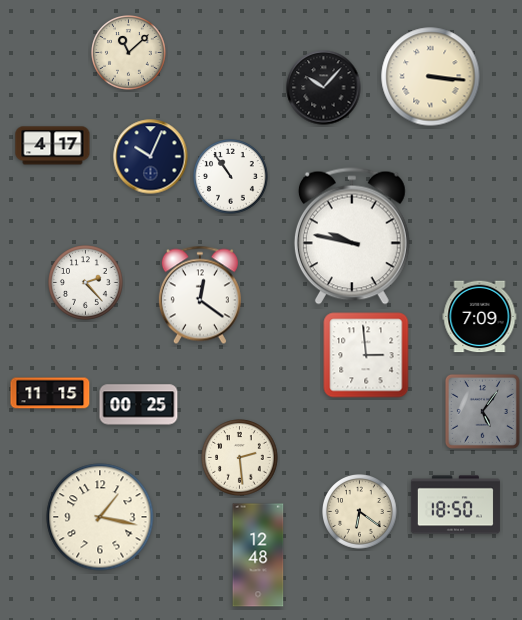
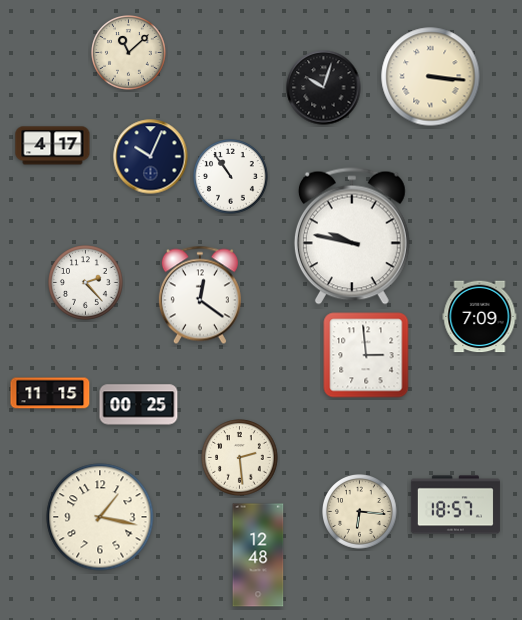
clock at (324, 88): 10:07 -> 10:03
clock at (482, 411): 5:06 -> none
clock at (455, 505): 18:50 -> 18:57
clock at (360, 512): 6:21 -> 6:16
